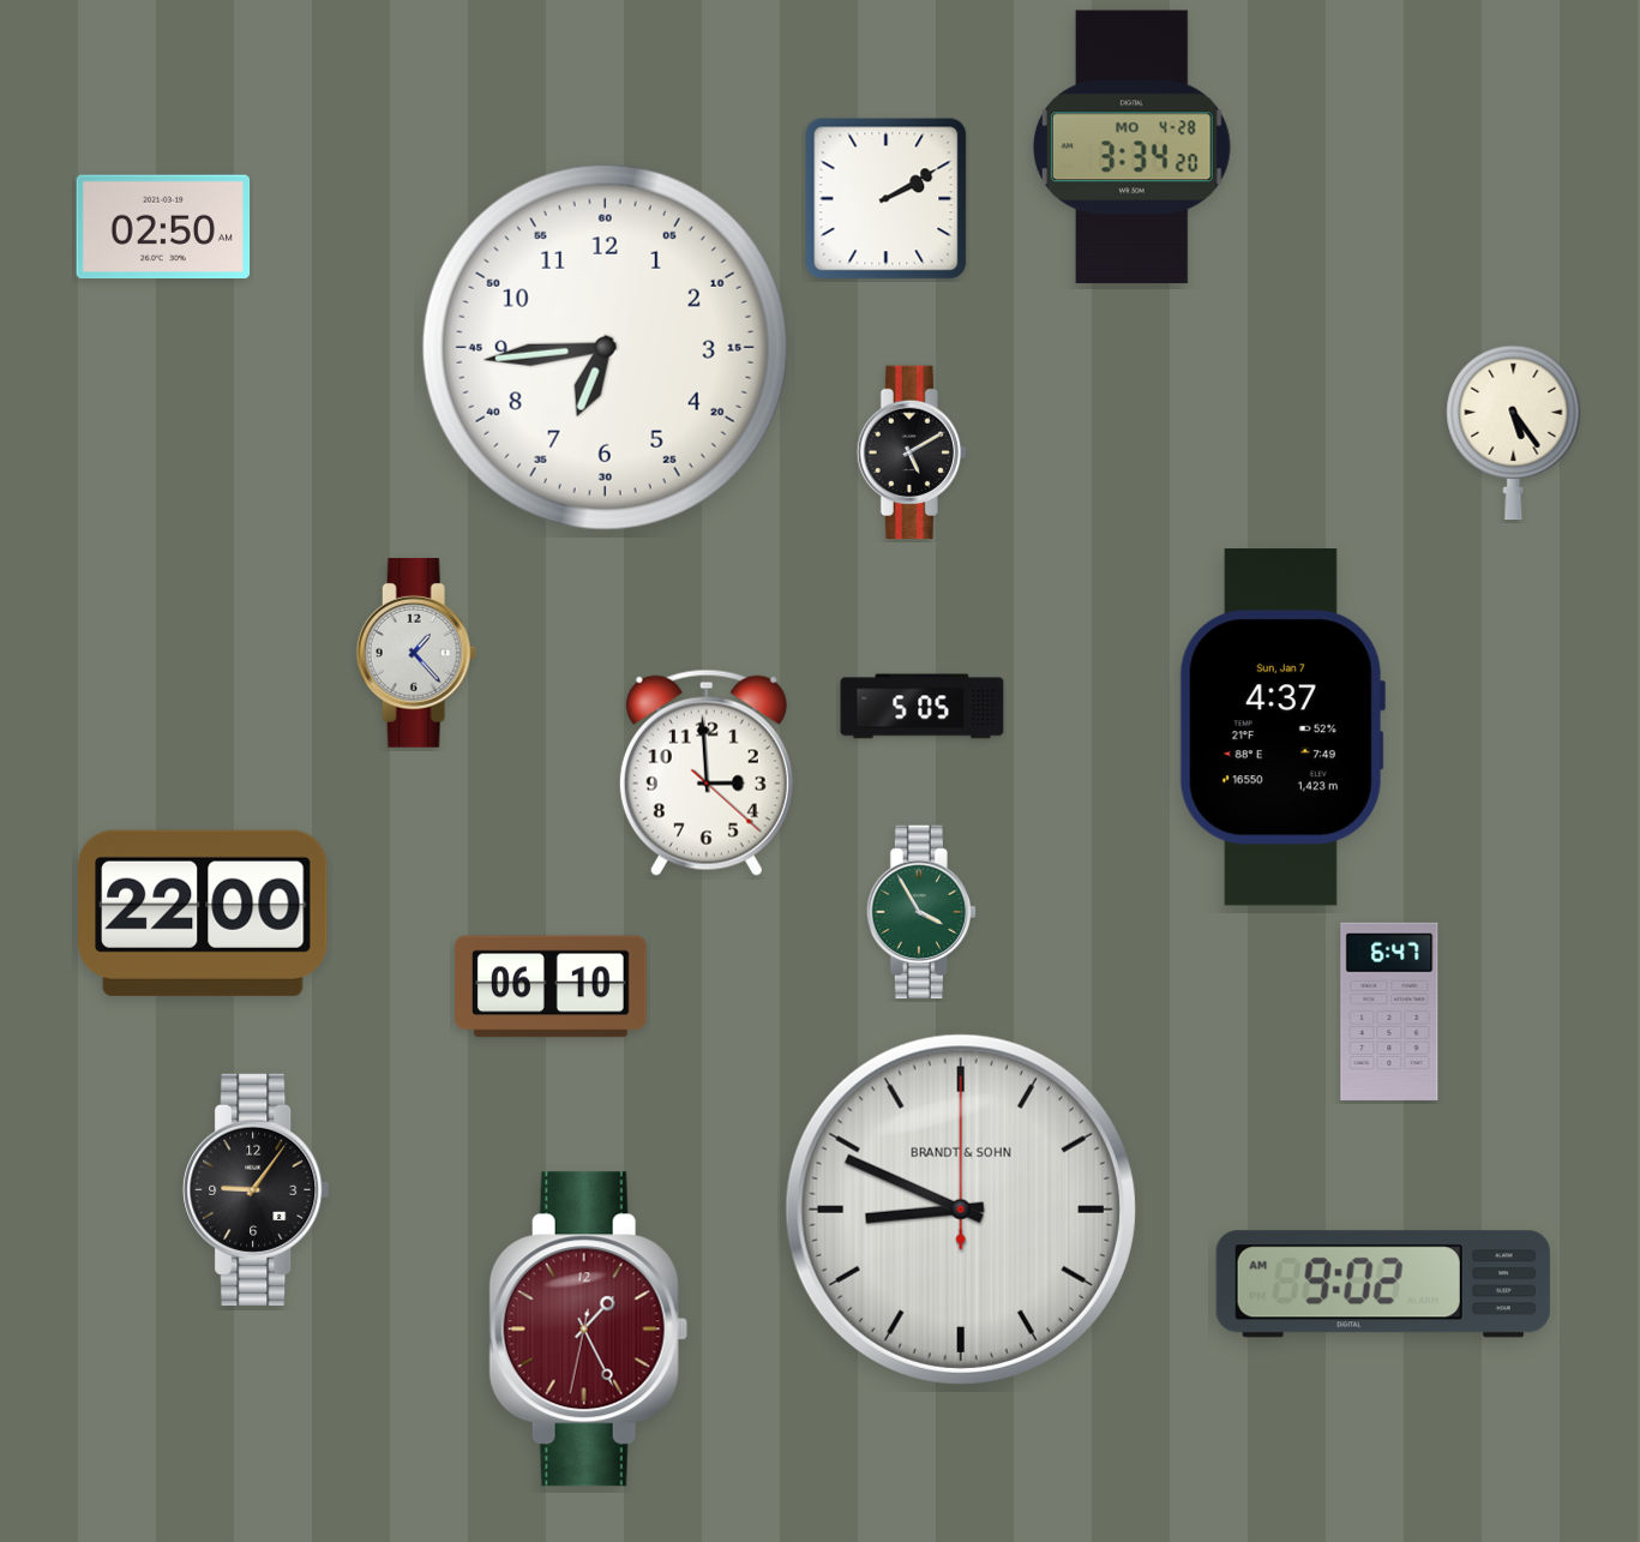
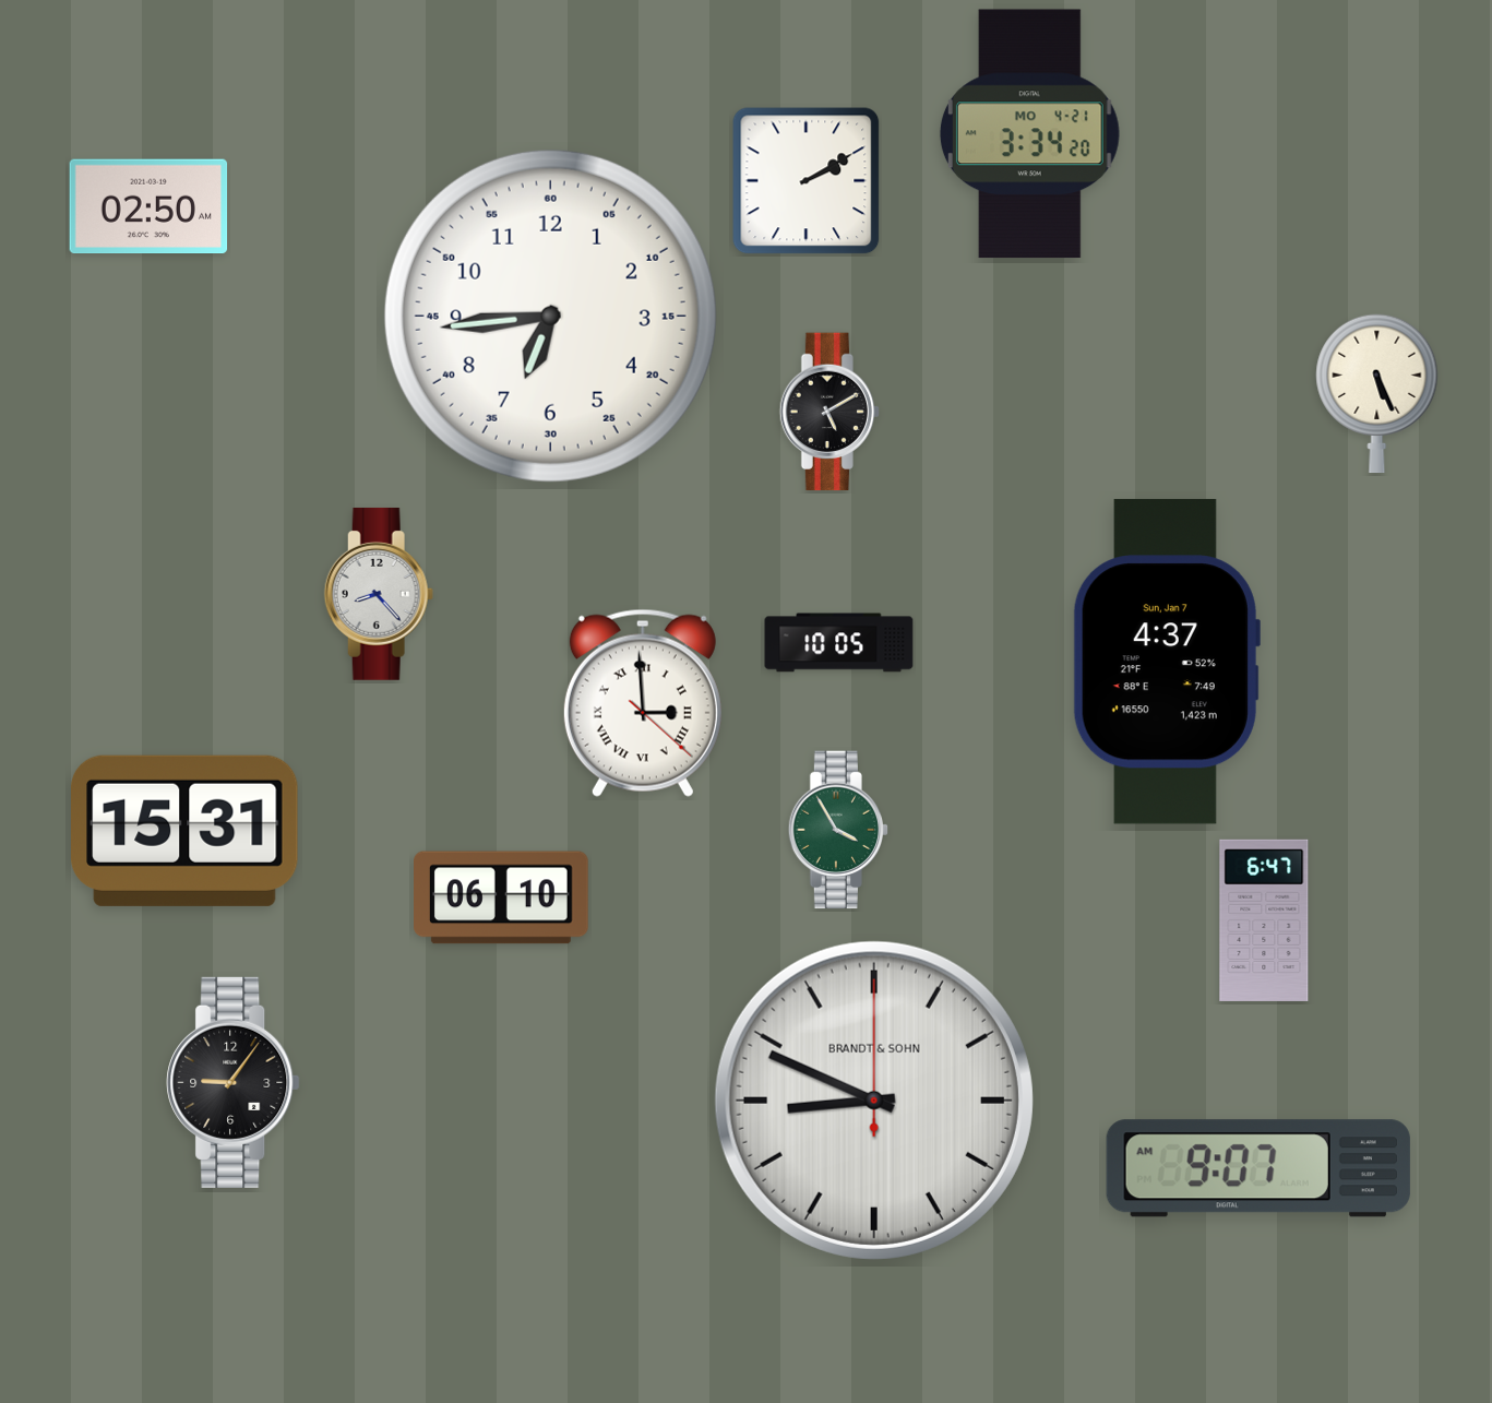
clock at (1131, 148) date: MO 4-28 -> MO 4-21
clock at (1514, 433): 5:24 -> 5:26
clock at (416, 653): 1:23 -> 8:23
clock at (923, 707): 5:05 -> 10:05
clock at (707, 773) numerals: Arabic -> Roman
clock at (204, 913): 22:00 -> 15:31
clock at (1383, 1284): 9:02 -> 9:07
clock at (588, 1330): 1:25 -> none
